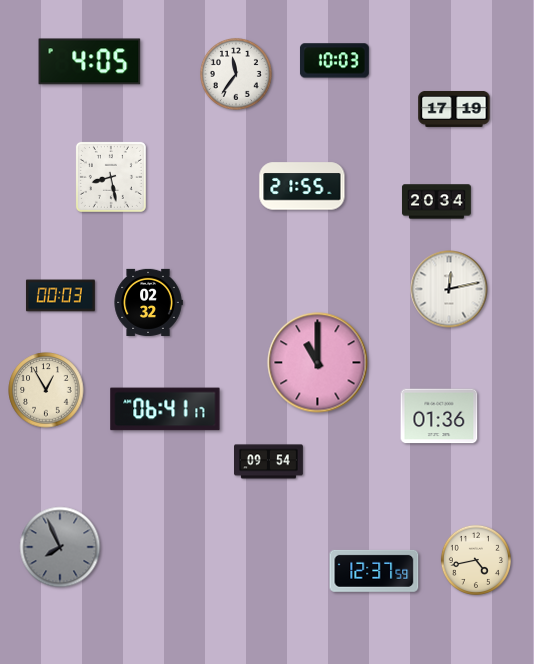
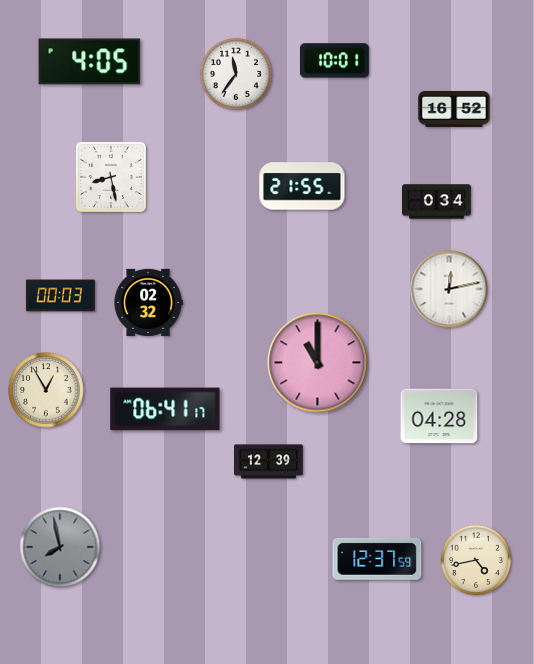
clock at (334, 61): 10:03 -> 10:01
clock at (454, 109): 17:19 -> 16:52
clock at (437, 202): 20:34 -> 0:34
clock at (439, 416): 01:36 -> 04:28
clock at (269, 462): 09:54 -> 12:39
clock at (60, 547): 7:56 -> 7:58
clock at (374, 571) position: (374, 571) -> (377, 559)
